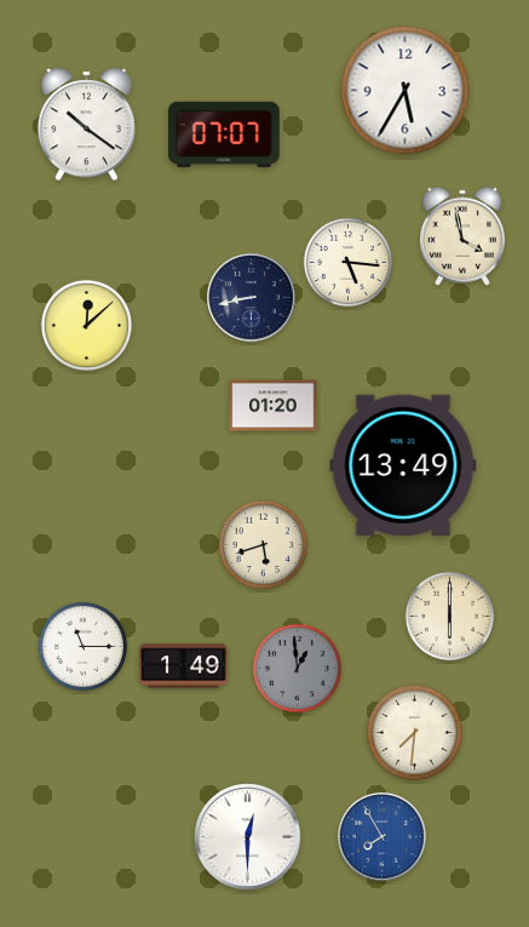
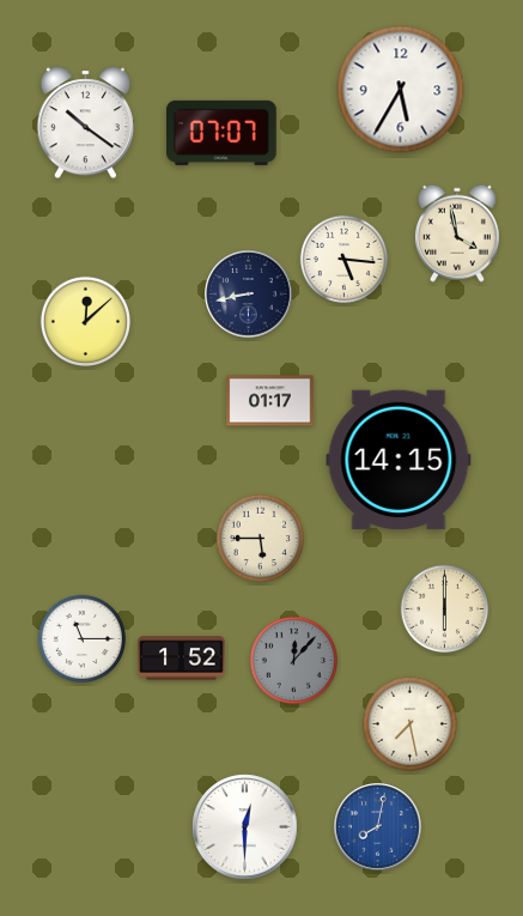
clock at (274, 406): 01:20 -> 01:17
clock at (403, 465): 13:49 -> 14:15
clock at (264, 545): 5:42 -> 5:45
clock at (184, 666): 1:49 -> 1:52
clock at (298, 669): 12:59 -> 12:07
clock at (414, 732): 7:31 -> 7:28
clock at (383, 837): 7:55 -> 8:02
